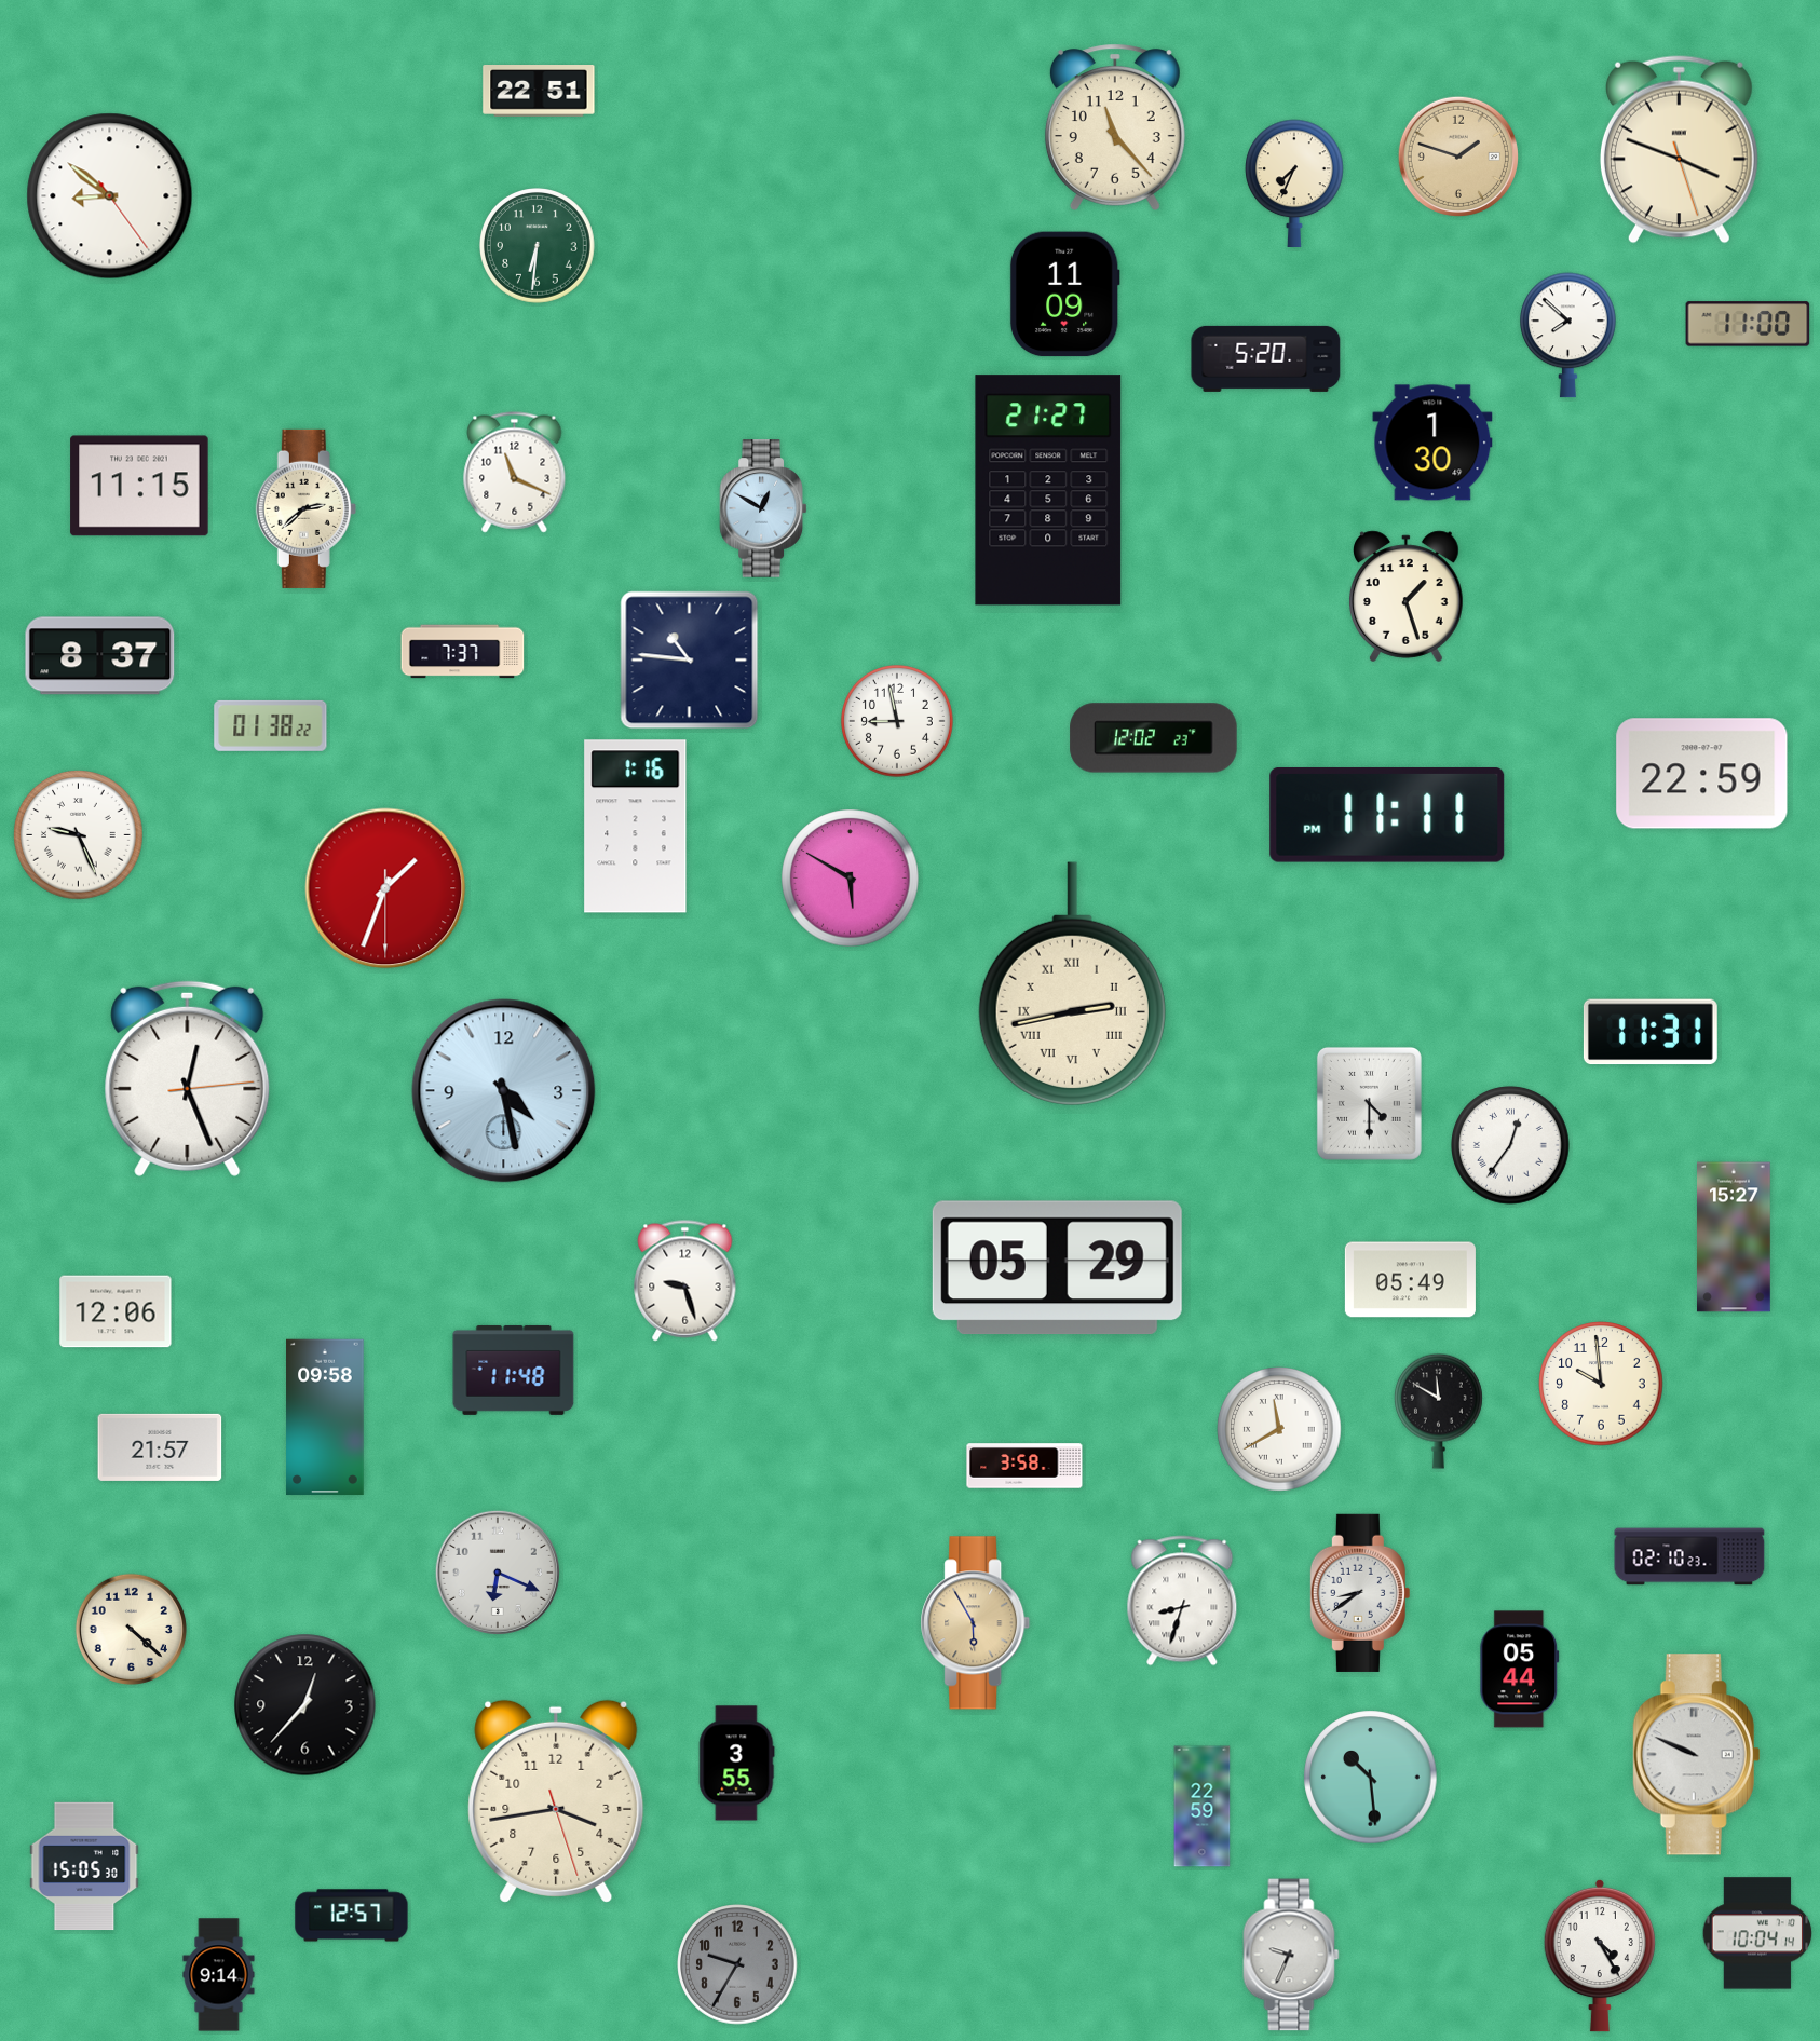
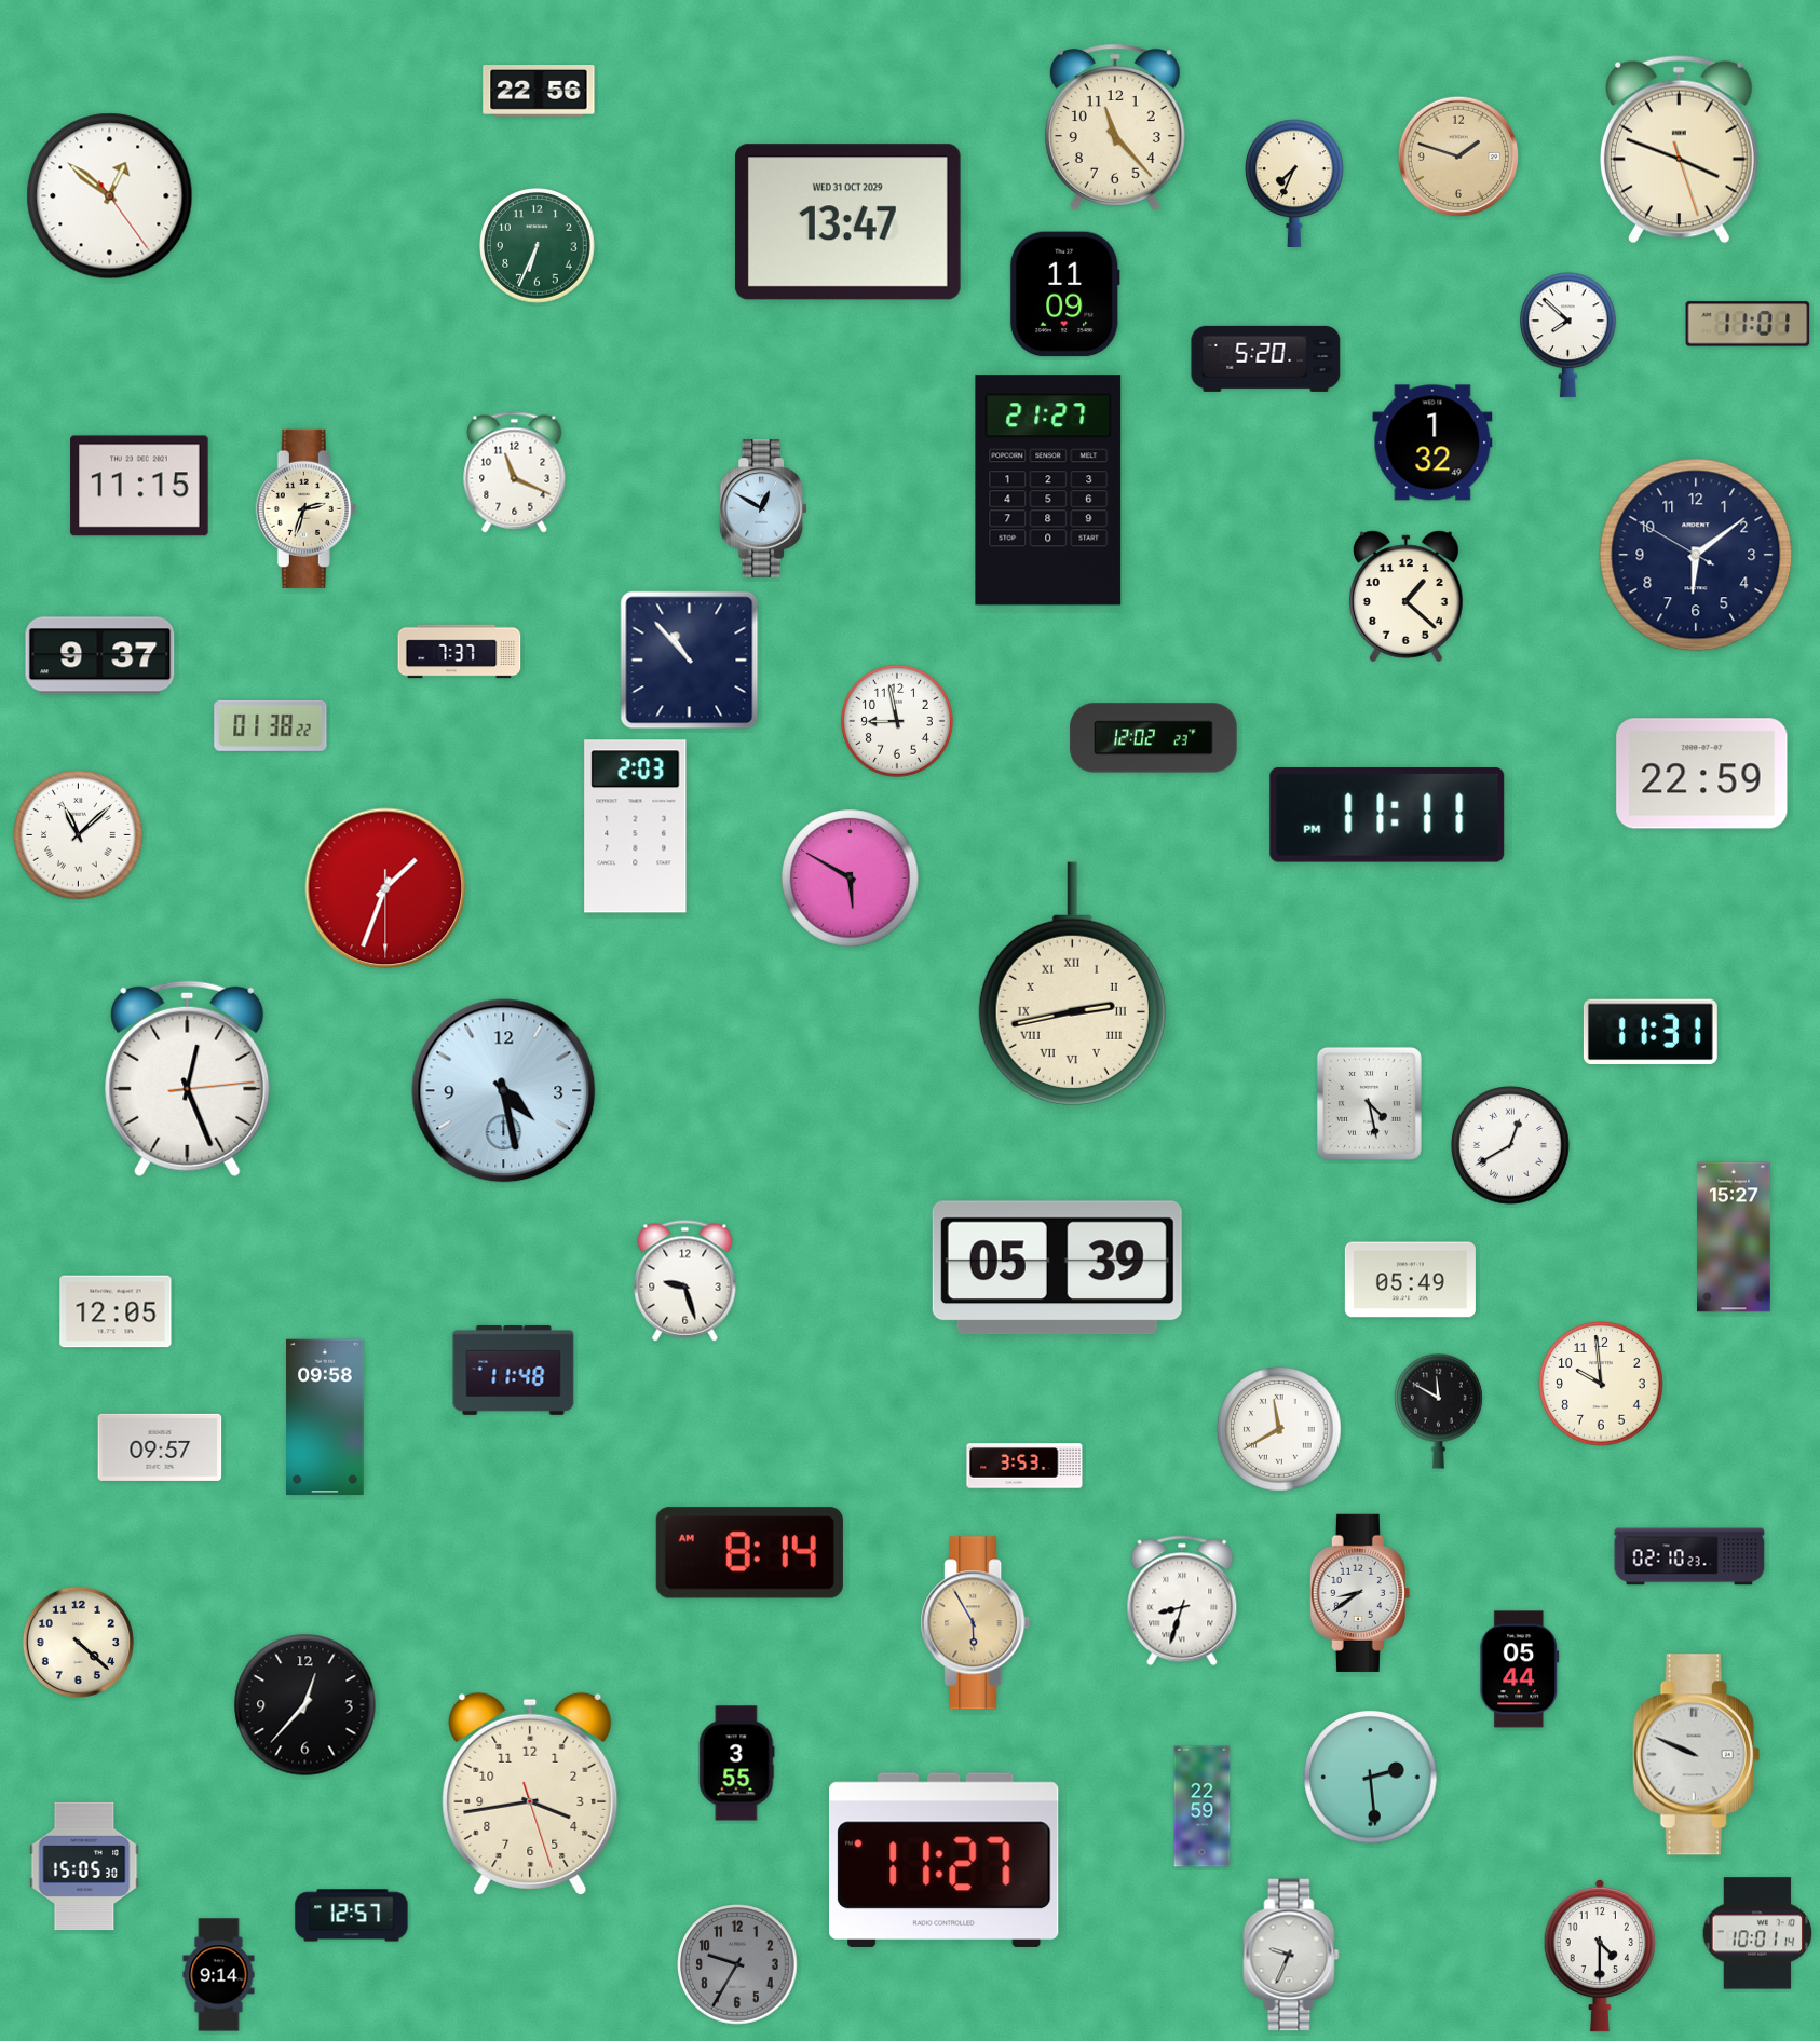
clock at (539, 91): 22:51 -> 22:56
clock at (110, 196): 8:51 -> 12:51
clock at (847, 222): none -> 13:47
clock at (538, 246): 6:31 -> 6:34
clock at (1748, 324): 11:00 -> 11:01
clock at (1432, 443): 1:30 -> 1:32
clock at (305, 508): 2:38 -> 2:33
clock at (1696, 555): none -> 6:08
clock at (1407, 597): 1:27 -> 1:22
clock at (463, 652) position: (463, 652) -> (460, 652)
clock at (100, 656): 8:37 -> 9:37
clock at (690, 661): 10:46 -> 10:53
clock at (636, 827): 1:16 -> 2:03
clock at (79, 835): 9:26 -> 11:08
clock at (1369, 1103): 4:30 -> 4:28
clock at (1510, 1145): 12:36 -> 12:40
clock at (1057, 1268): 05:29 -> 05:39
clock at (116, 1311): 12:06 -> 12:05
clock at (160, 1447): 21:57 -> 09:57
clock at (1024, 1466): 3:58 -> 3:53
clock at (749, 1553): none -> 8:14
clock at (497, 1571): 6:19 -> none
clock at (131, 1629) position: (131, 1629) -> (78, 1642)
clock at (1371, 1778): 10:29 -> 2:29
clock at (556, 1801) position: (556, 1801) -> (530, 1794)
clock at (945, 1860): none -> 11:27
clock at (1757, 1933): 10:04 -> 10:01
clock at (1600, 1956): 4:25 -> 4:30
